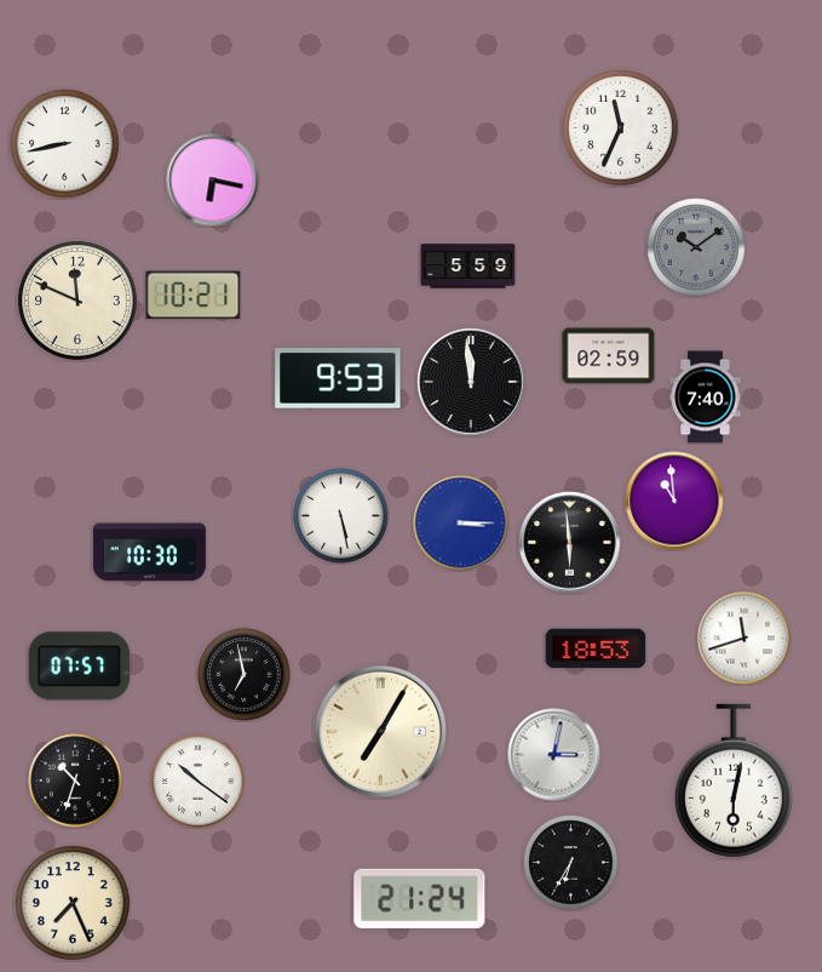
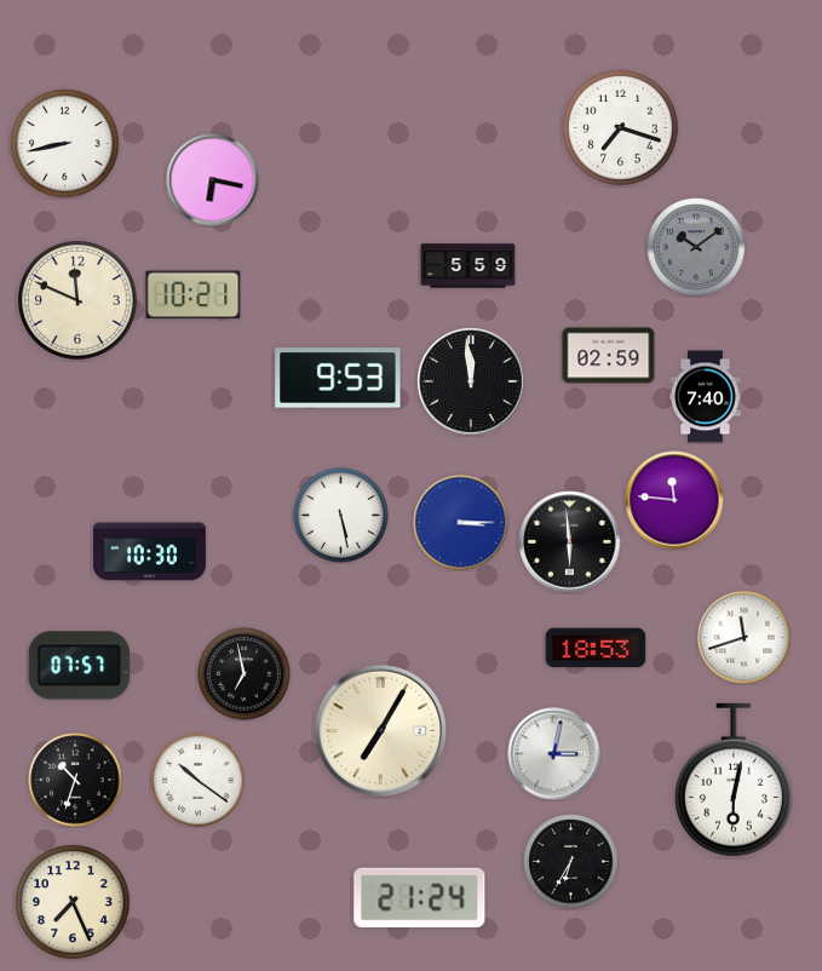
clock at (621, 128): 11:34 -> 7:18
clock at (674, 501): 10:59 -> 11:46
